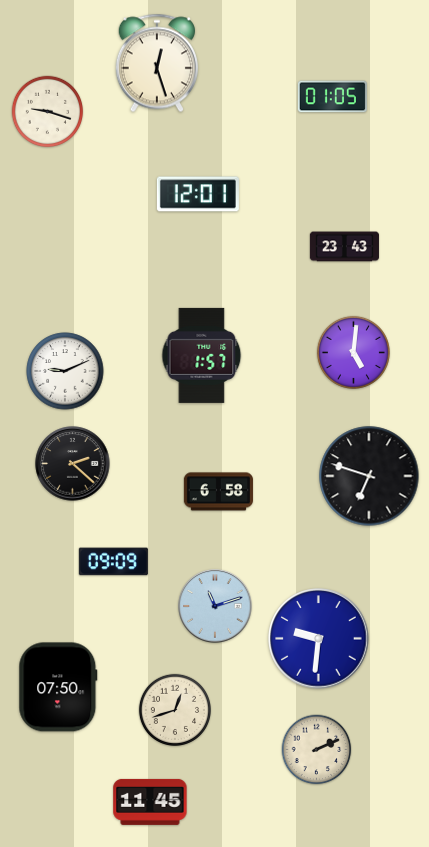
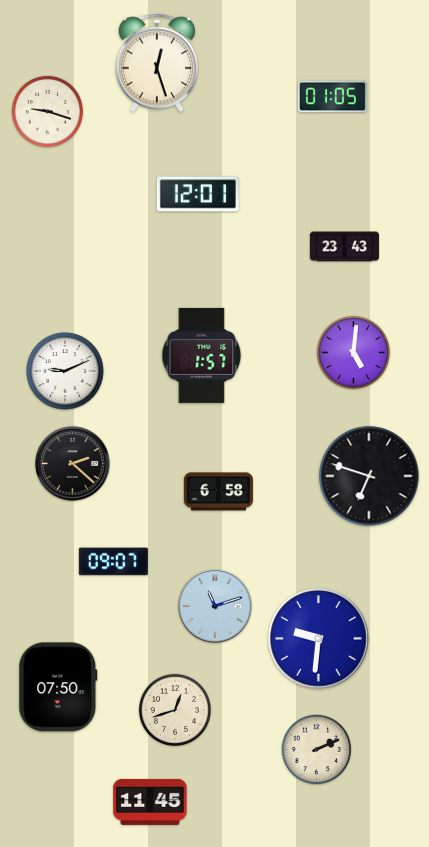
clock at (113, 562): 09:09 -> 09:07
